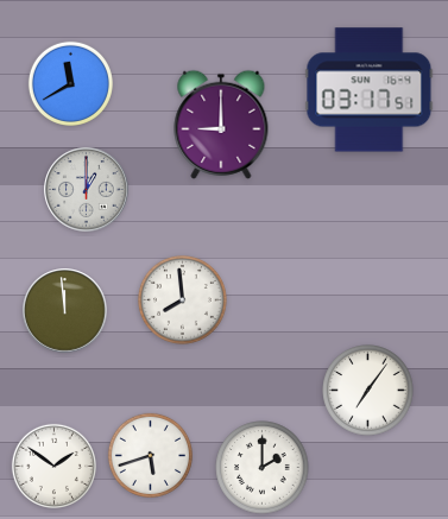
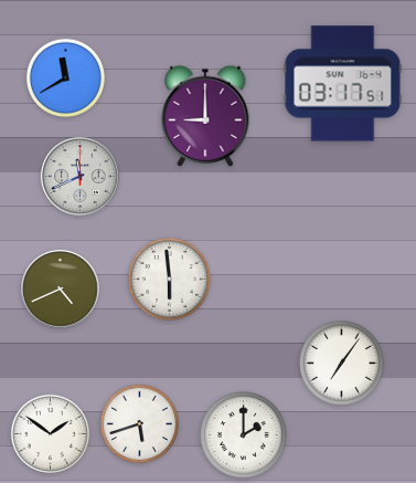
clock at (87, 190): 1:00 -> 11:41
clock at (183, 300): 7:59 -> 5:59
clock at (65, 311): 11:59 -> 4:41
